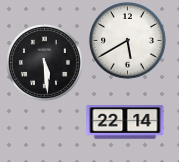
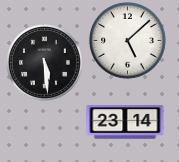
clock at (128, 41): 5:40 -> 5:08
clock at (125, 122): 22:14 -> 23:14
